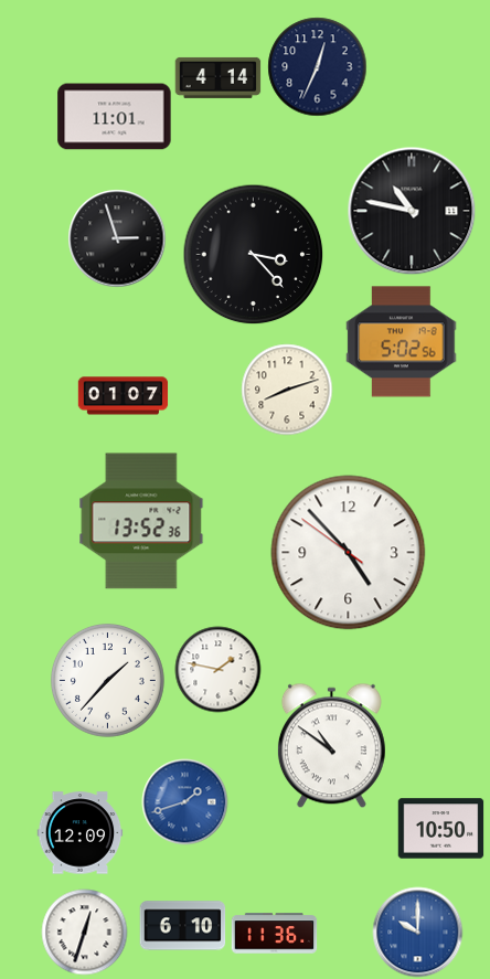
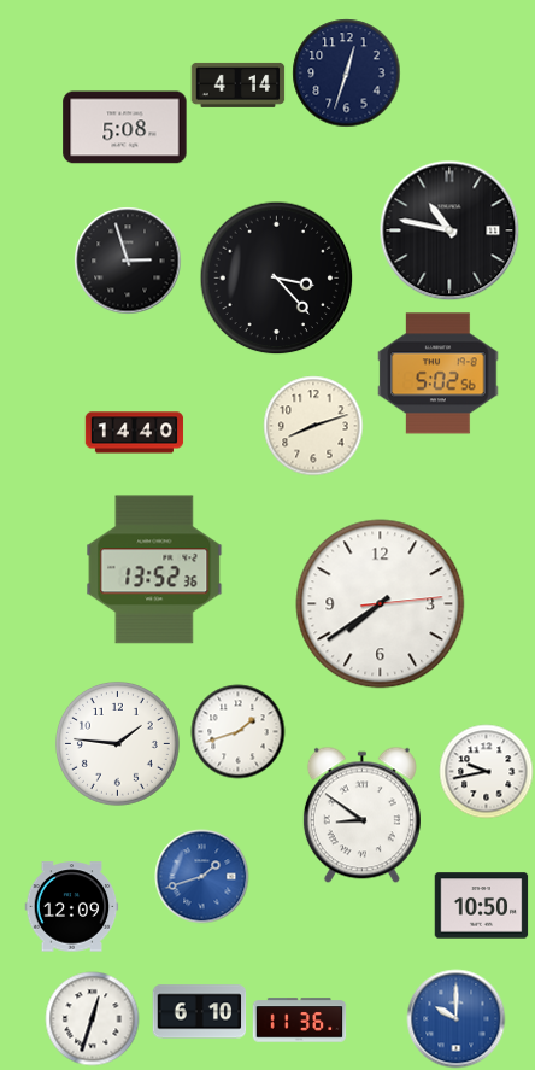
clock at (317, 66): 12:34 -> 12:33
clock at (115, 117): 11:01 -> 5:08
clock at (122, 396): 01:07 -> 14:40
clock at (349, 553): 4:52 -> 7:39
clock at (217, 669): 1:47 -> 1:42
clock at (107, 680): 1:37 -> 1:46
clock at (486, 771): none -> 9:43
clock at (331, 745): 10:51 -> 8:51
clock at (79, 833) position: (79, 833) -> (71, 907)
